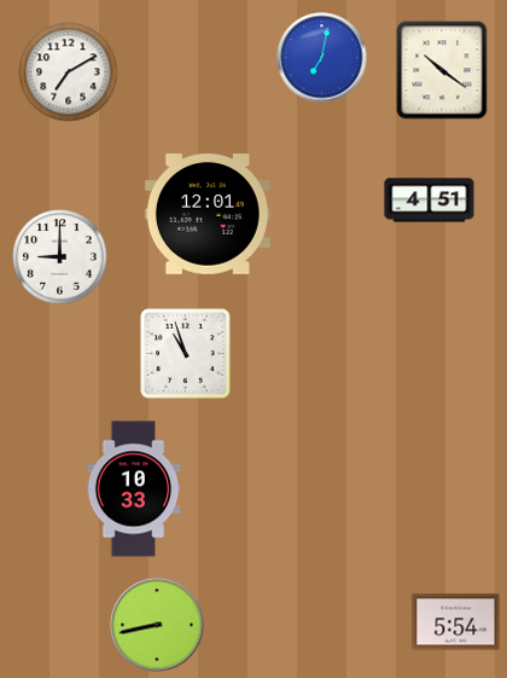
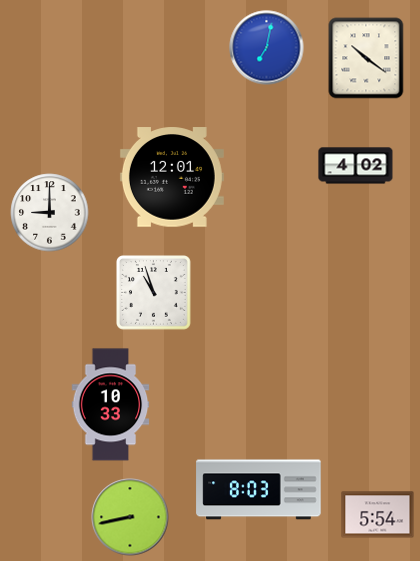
clock at (69, 73): 7:10 -> none
clock at (430, 201): 4:51 -> 4:02
clock at (259, 490): none -> 8:03
